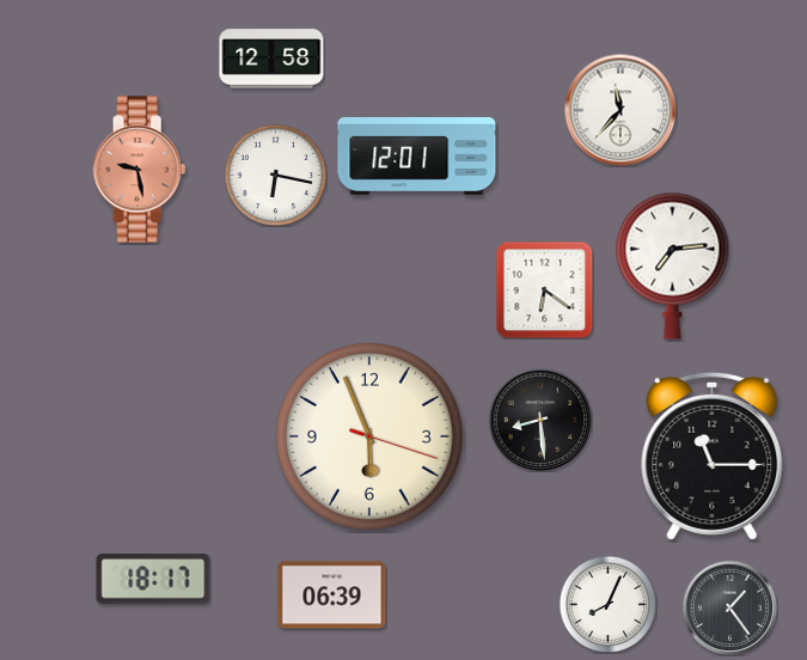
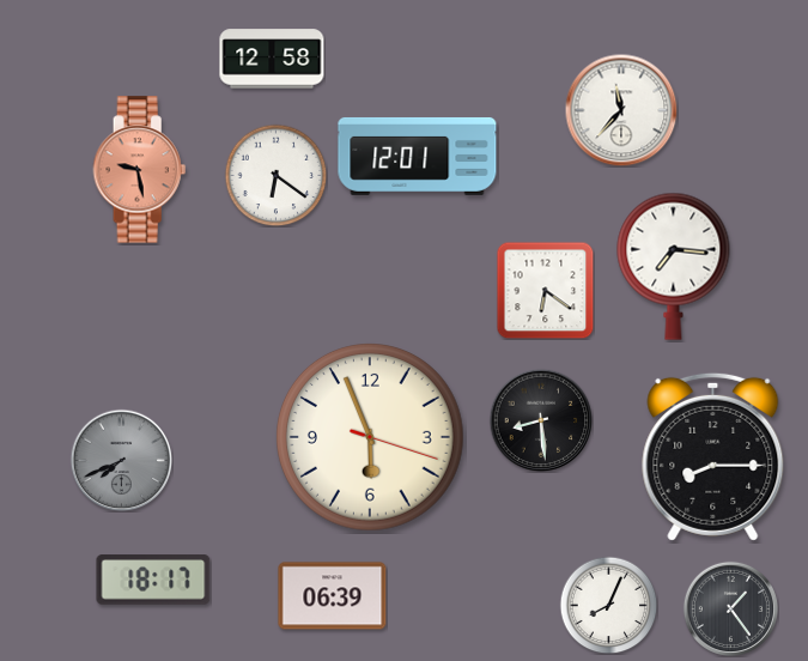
clock at (275, 175): 6:17 -> 6:21
clock at (673, 265): 7:14 -> 7:16
clock at (713, 456): 11:15 -> 8:15
clock at (121, 460): none -> 7:41
